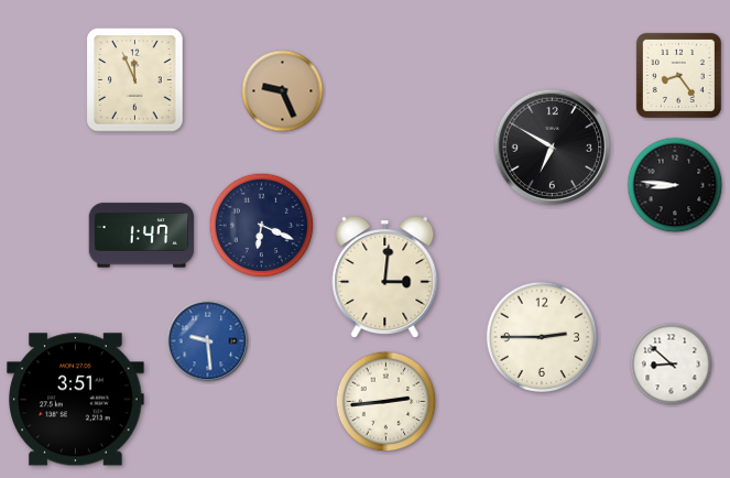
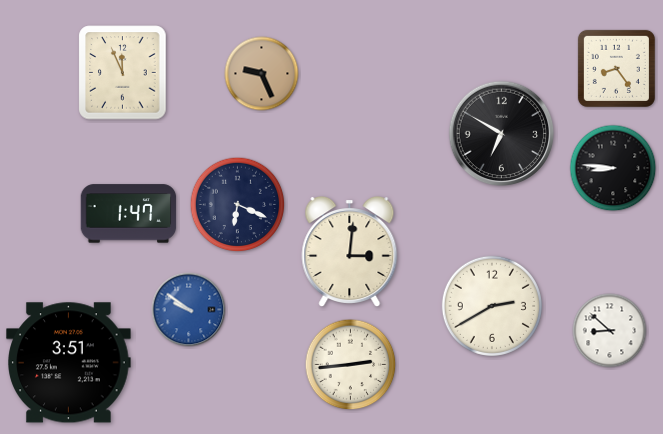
clock at (283, 91) position: (283, 91) -> (262, 74)
clock at (542, 337): 2:45 -> 2:40
clock at (208, 341): 9:29 -> 9:51
